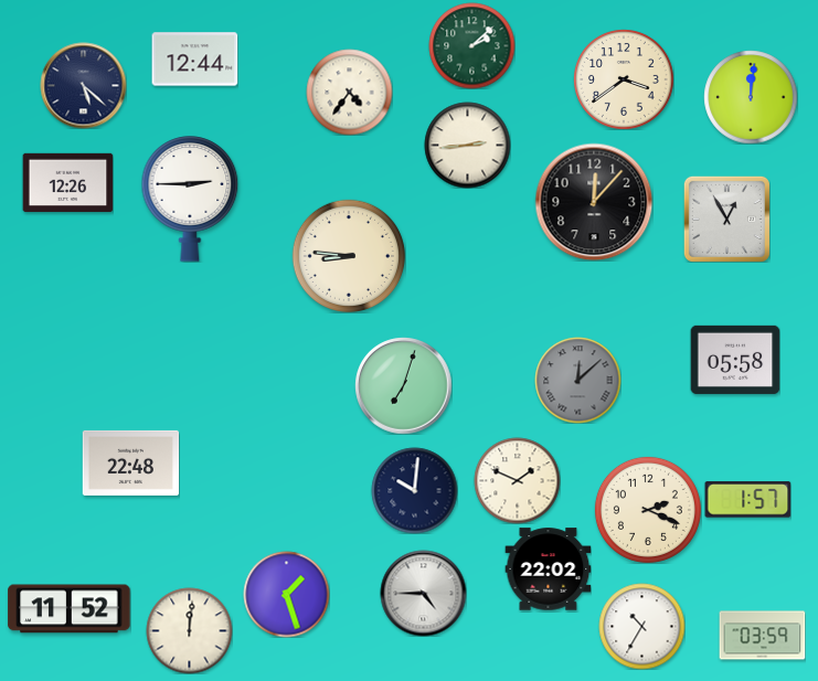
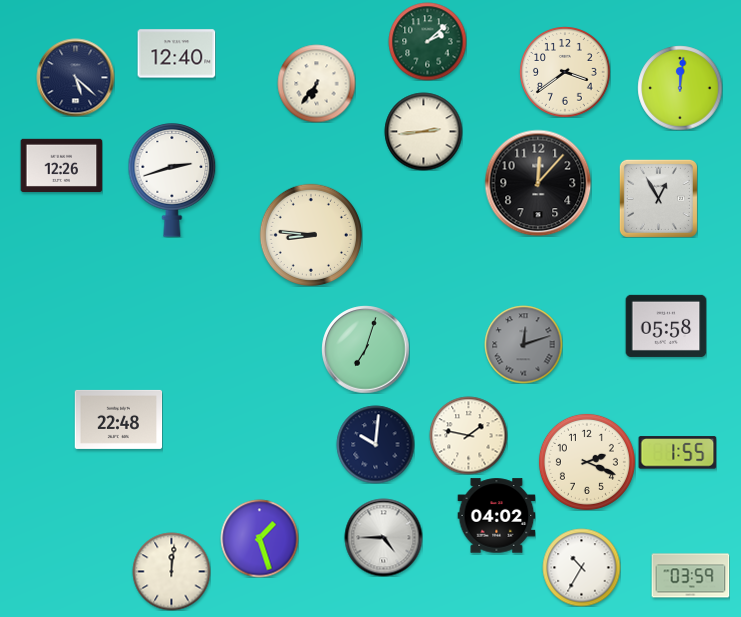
clock at (194, 60): 12:44 -> 12:40
clock at (349, 92): 4:36 -> 6:36
clock at (190, 199): 2:45 -> 2:42
clock at (349, 256) position: (349, 256) -> (311, 235)
clock at (577, 380): 12:08 -> 12:12
clock at (517, 480): 1:49 -> 1:47
clock at (747, 500): 1:57 -> 1:55
clock at (548, 570): 22:02 -> 04:02
clock at (70, 609): 11:52 -> none
